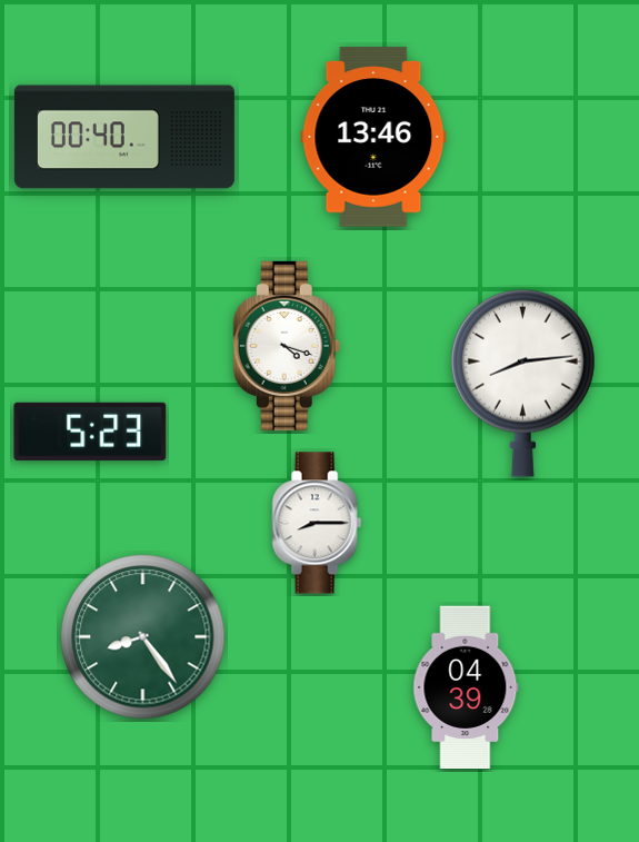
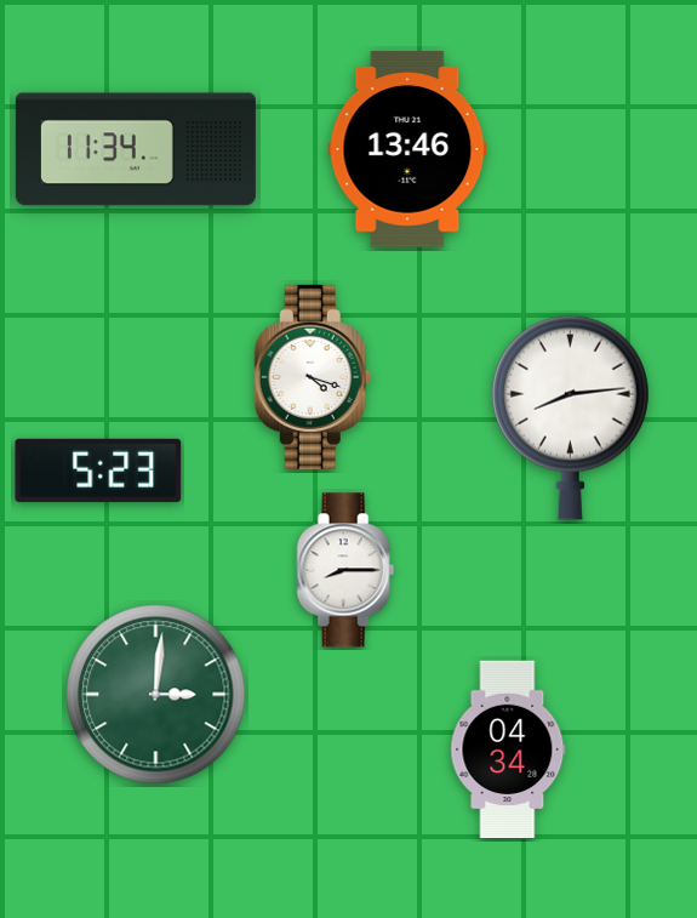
clock at (124, 137): 00:40 -> 11:34
clock at (143, 637): 8:24 -> 3:01
clock at (466, 687): 04:39 -> 04:34
